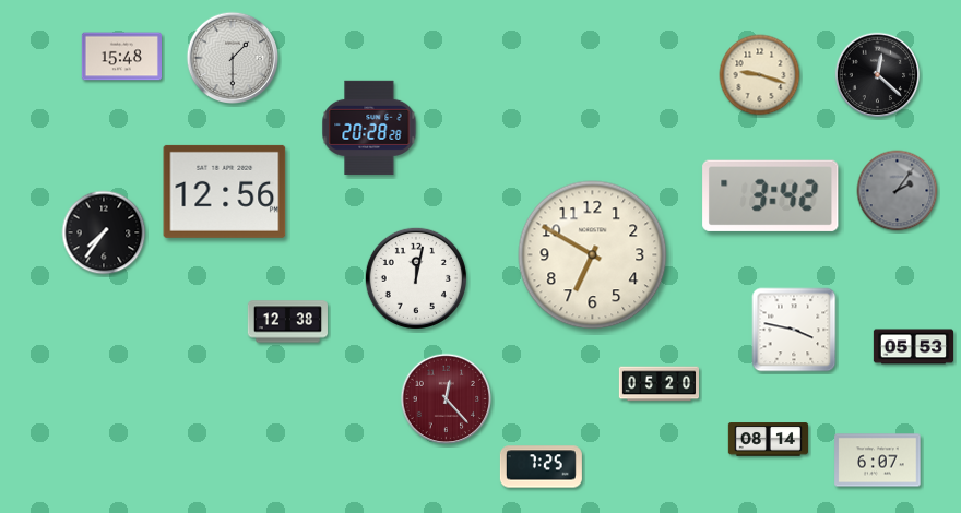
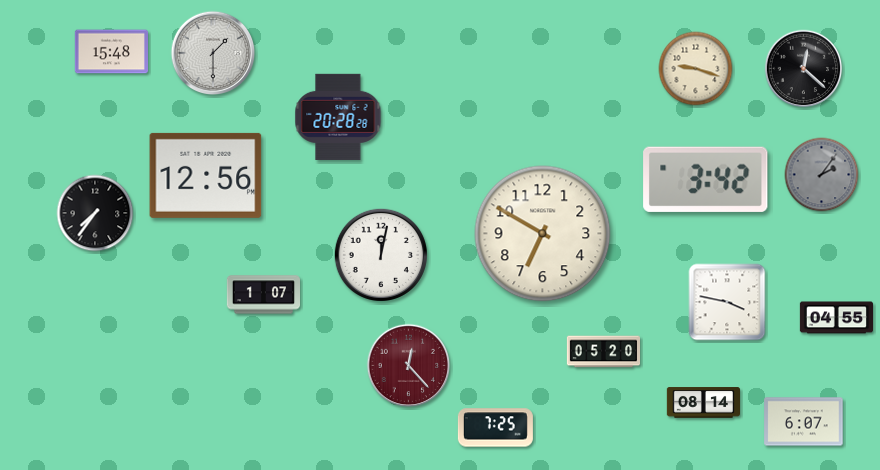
clock at (287, 322): 12:38 -> 1:07
clock at (913, 347): 05:53 -> 04:55
